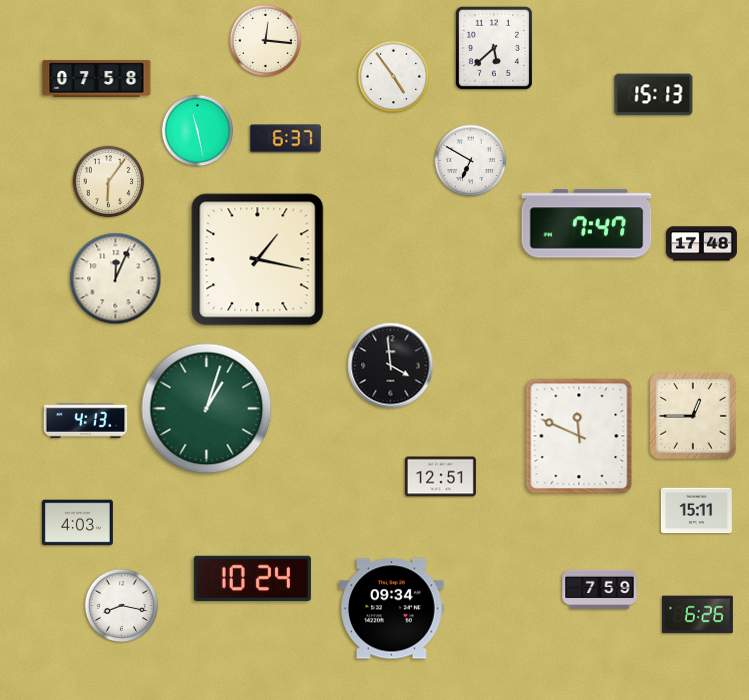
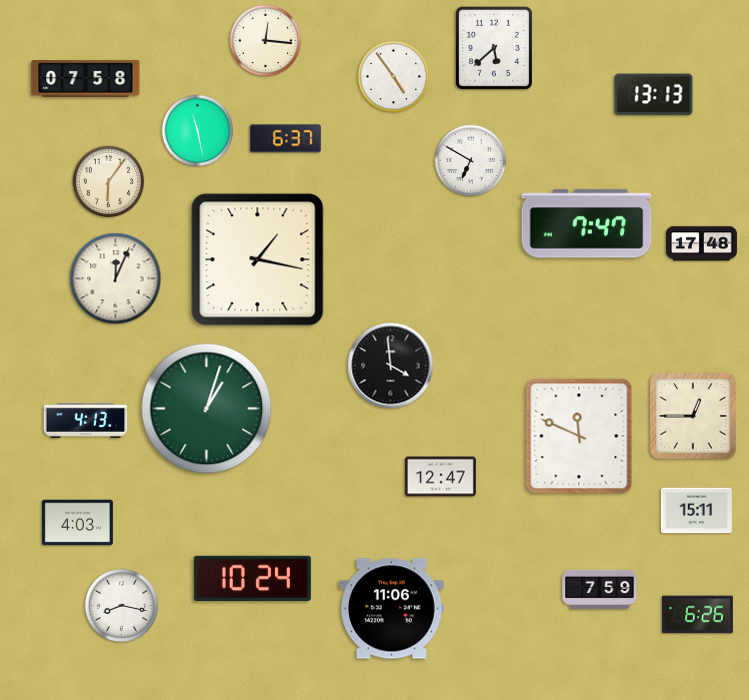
clock at (97, 79) position: (97, 79) -> (86, 79)
clock at (654, 95): 15:13 -> 13:13
clock at (440, 477): 12:51 -> 12:47
clock at (392, 609): 09:34 -> 11:06
